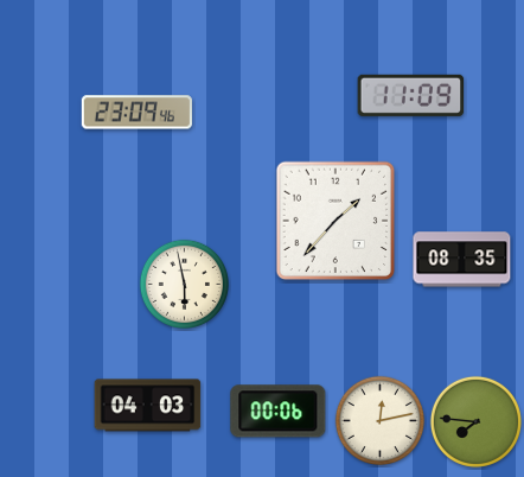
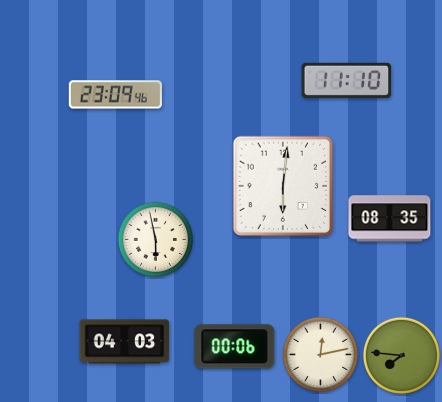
clock at (411, 95): 11:09 -> 11:10
clock at (336, 221): 1:37 -> 6:01
